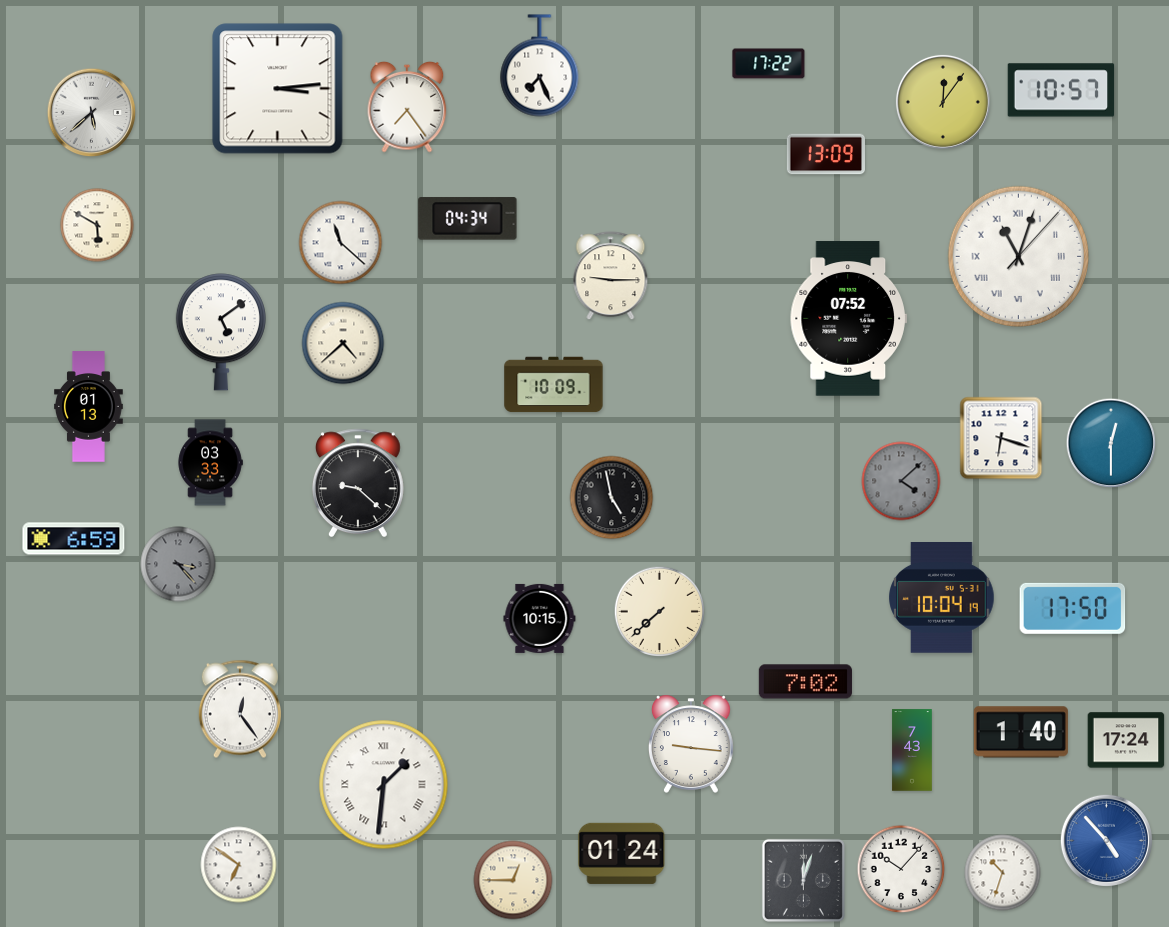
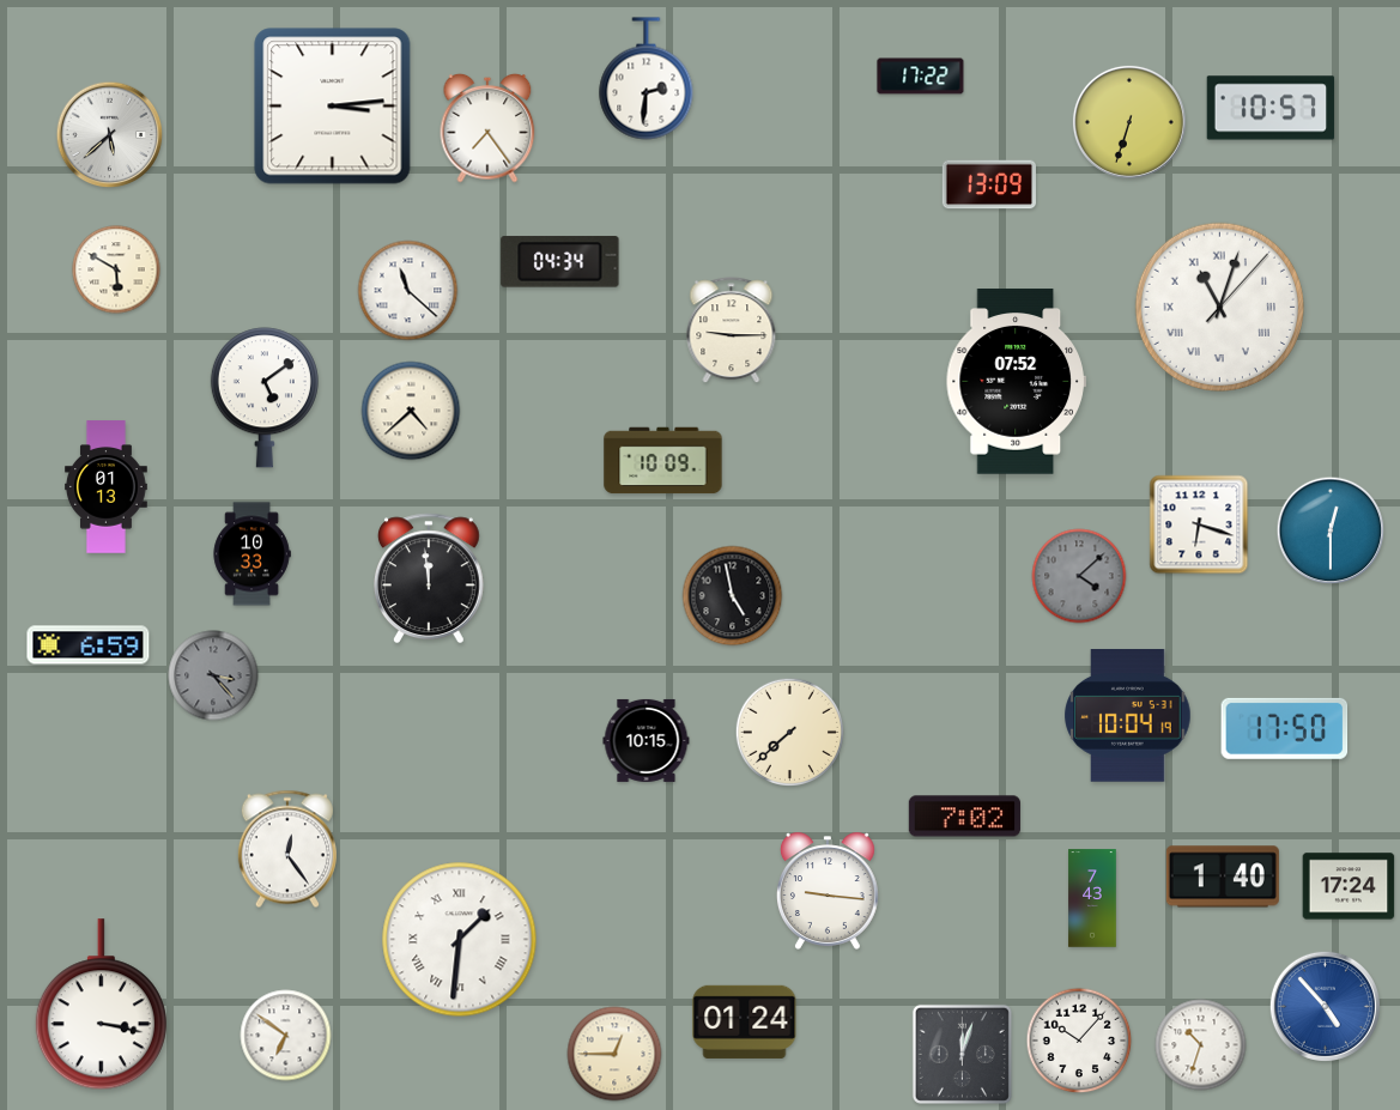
clock at (540, 66): 7:26 -> 2:31
clock at (943, 102): 12:06 -> 6:33
clock at (210, 463): 03:33 -> 10:33
clock at (358, 483): 9:22 -> 11:59
clock at (101, 1005): none -> 3:17
